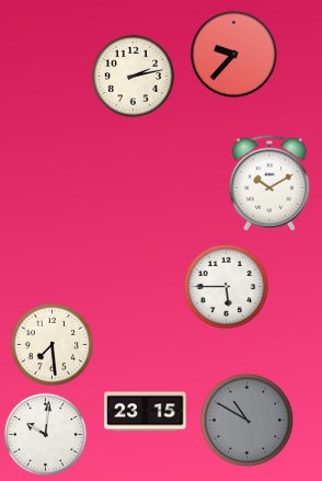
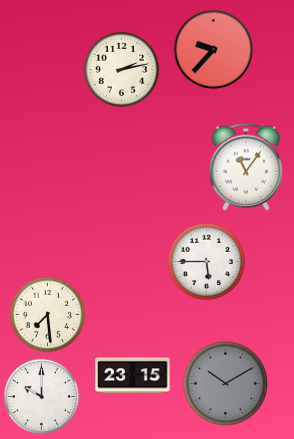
clock at (269, 183): 10:10 -> 11:06
clock at (246, 420): 10:50 -> 10:10
clock at (46, 435): 10:01 -> 10:00
